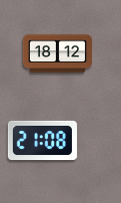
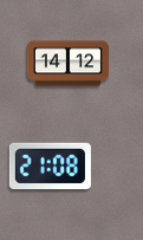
clock at (57, 54): 18:12 -> 14:12
